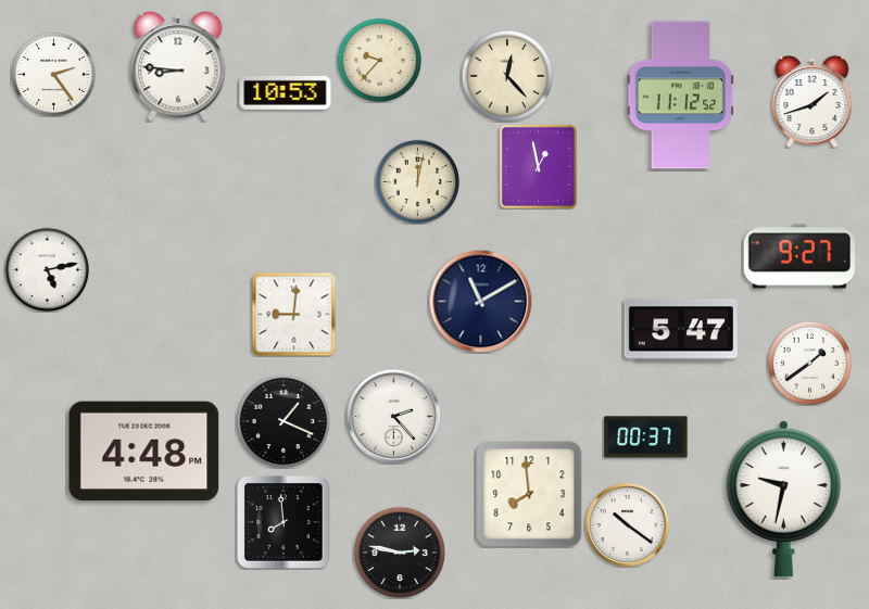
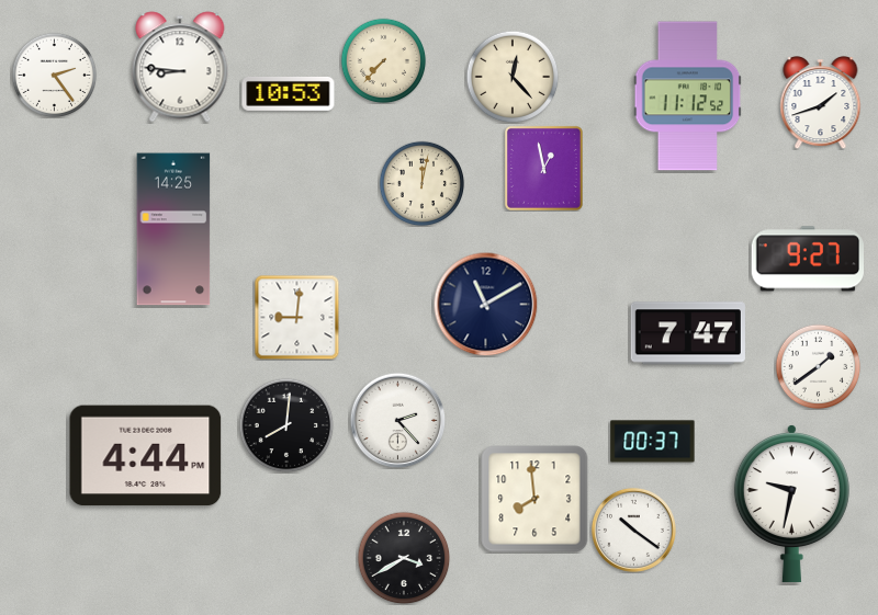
clock at (379, 60): 9:37 -> 7:37
clock at (173, 229): none -> 14:25
clock at (47, 269): 5:13 -> none
clock at (681, 330): 5:47 -> 7:47
clock at (284, 421): 1:19 -> 8:01
clock at (144, 452): 4:48 -> 4:44
clock at (284, 522): 7:59 -> none
clock at (400, 553): 2:47 -> 3:40
